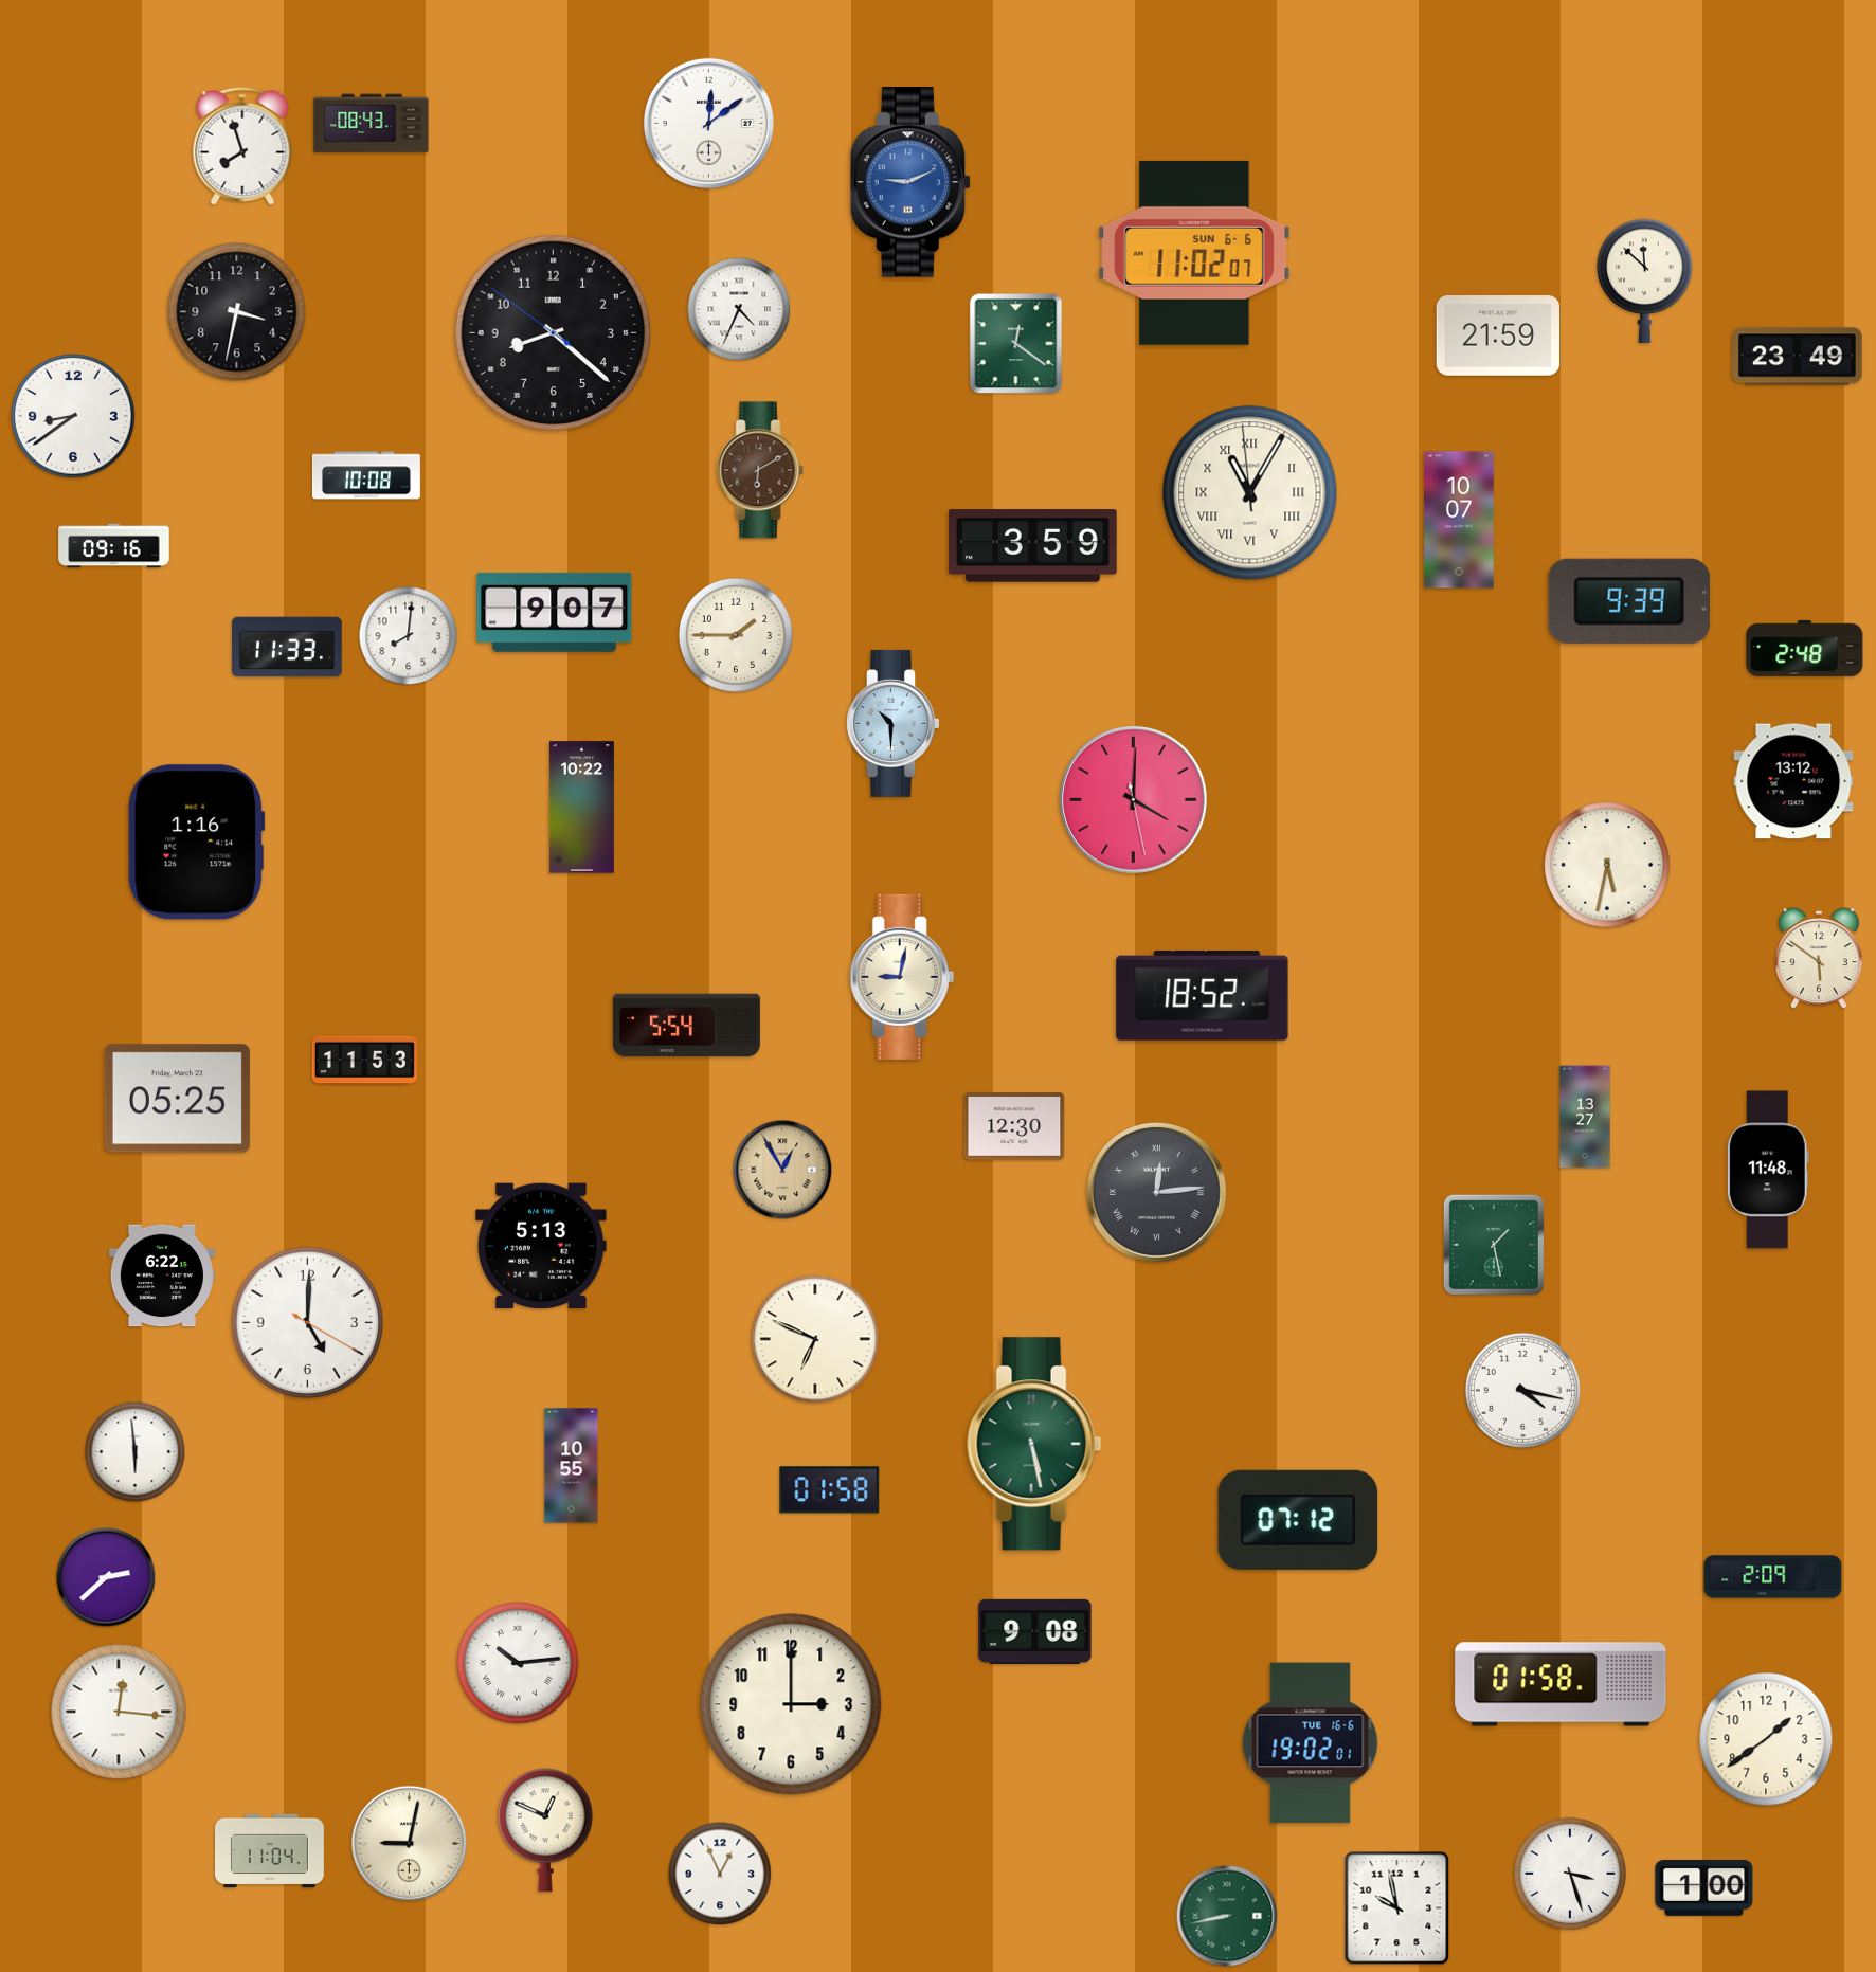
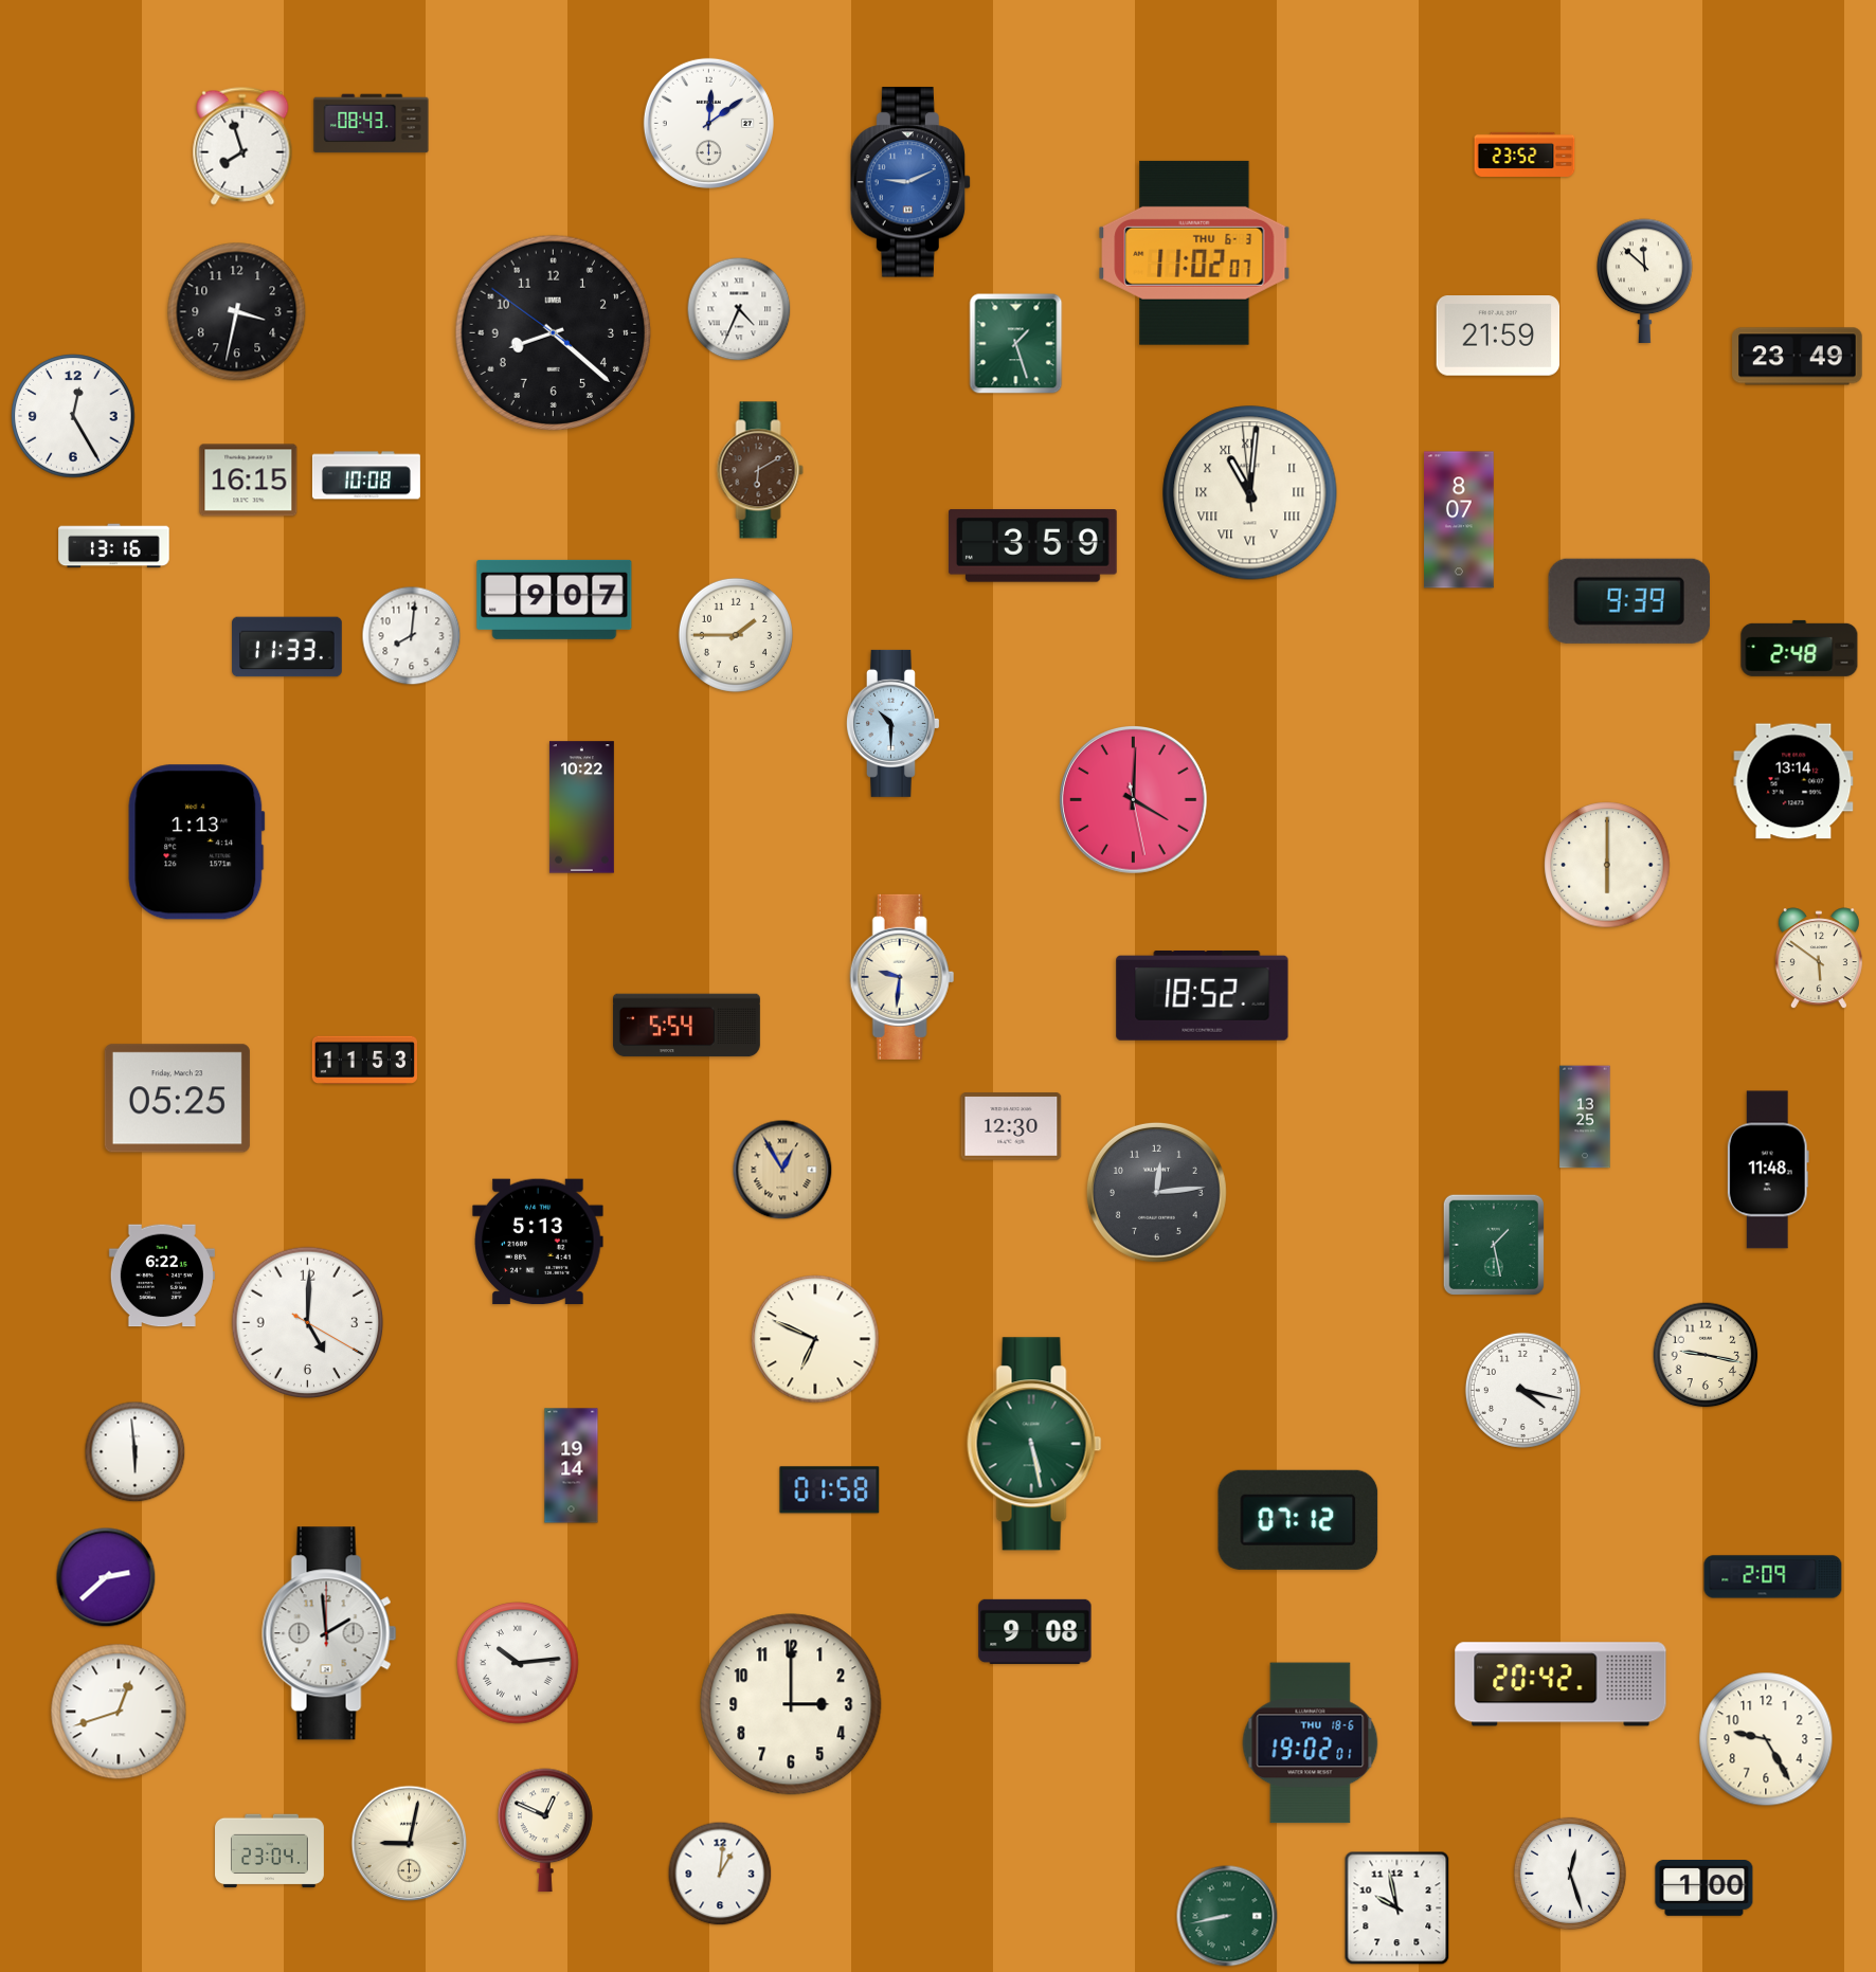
clock at (1525, 155): none -> 23:52
clock at (1194, 253) date: SUN 6-6 -> THU 6-3
clock at (1016, 344): 12:21 -> 1:27
clock at (73, 416): 8:39 -> 12:25
clock at (249, 481): none -> 16:15
clock at (1250, 493): 11:04 -> 11:00
clock at (1459, 520): 10:07 -> 8:07
clock at (114, 546): 09:16 -> 13:16
clock at (555, 612) position: (555, 612) -> (555, 599)
clock at (409, 636) position: (409, 636) -> (412, 636)
clock at (1805, 648) position: (1805, 648) -> (1800, 648)
clock at (1793, 781): 13:12 -> 13:14
clock at (197, 843): 1:16 -> 1:13
clock at (1607, 865): 5:32 -> 6:00
clock at (902, 977): 9:02 -> 9:31
clock at (1585, 1117): 13:27 -> 13:25
clock at (1014, 1126) position: (1014, 1126) -> (1011, 1126)
clock at (1156, 1192) numerals: Roman -> Arabic
clock at (541, 1246) position: (541, 1246) -> (538, 1242)
clock at (1706, 1355): none -> 9:17
clock at (572, 1466): 10:55 -> 19:14
clock at (329, 1633): none -> 1:59
clock at (1561, 1684): 01:58 -> 20:42
clock at (119, 1712): 12:16 -> 12:42
clock at (1766, 1739): 1:39 -> 9:25
clock at (1311, 1743) date: TUE 16-6 -> THU 18-6
clock at (270, 1851): 11:04 -> 23:04
clock at (720, 1874): 12:56 -> 1:01
clock at (1570, 1874): 3:27 -> 12:27
